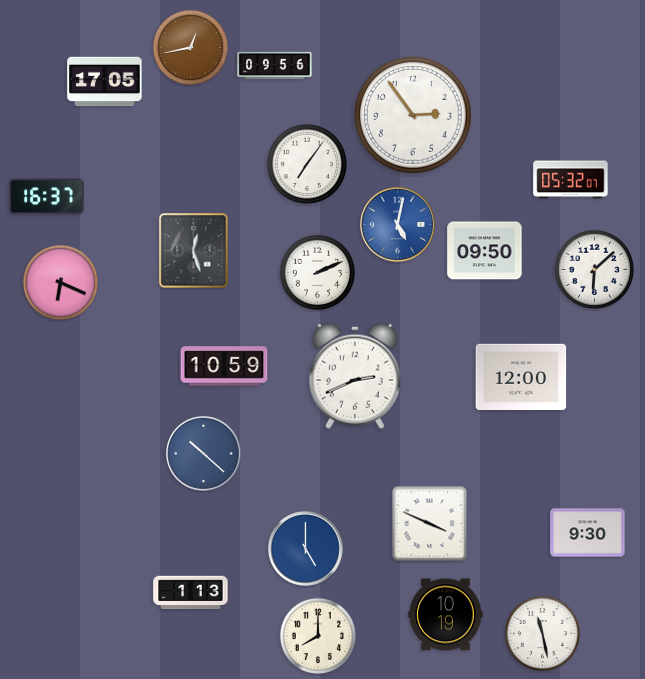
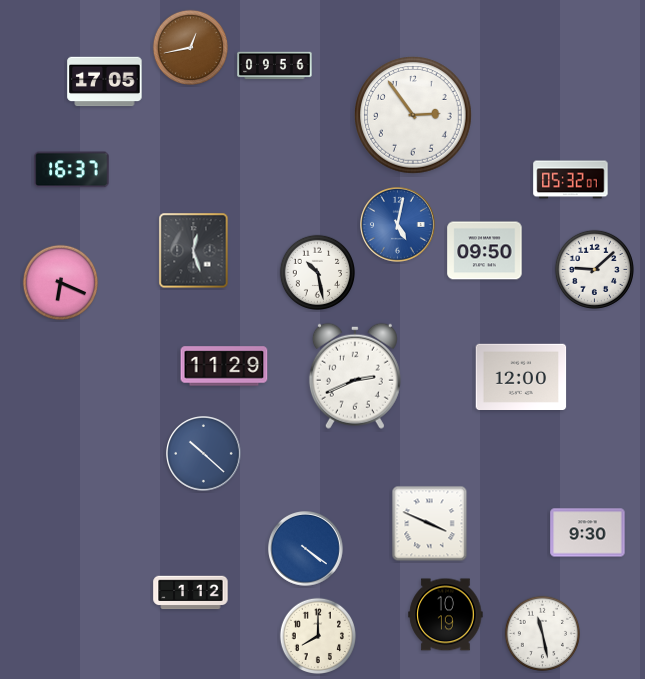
clock at (307, 164): 7:06 -> none
clock at (47, 197) position: (47, 197) -> (72, 170)
clock at (594, 269): 6:08 -> 9:08
clock at (317, 272): 2:11 -> 10:28
clock at (224, 366): 10:59 -> 11:29
clock at (306, 549): 5:00 -> 4:21
clock at (191, 593): 1:13 -> 1:12
